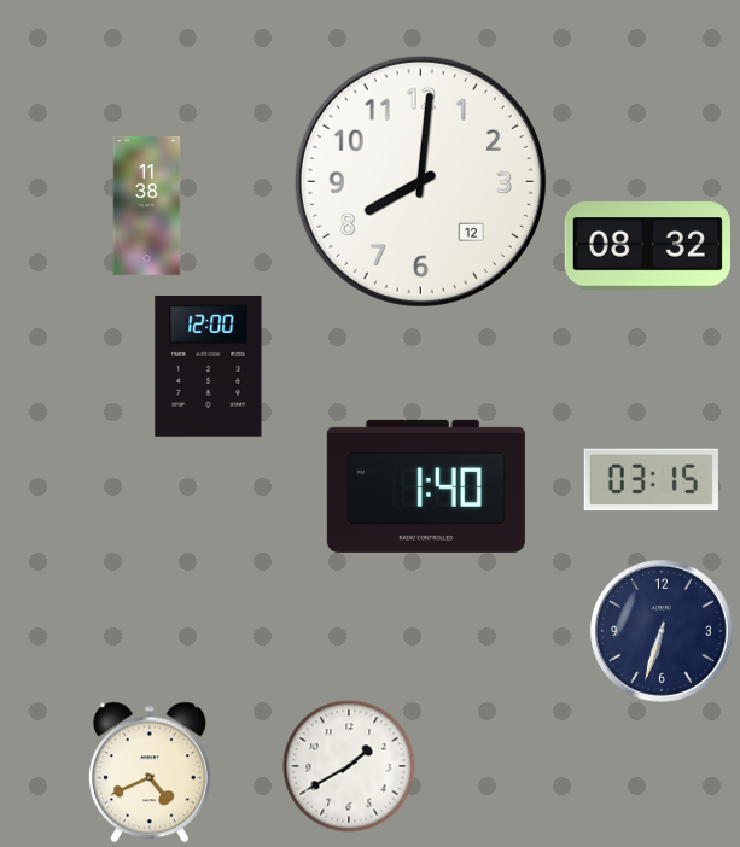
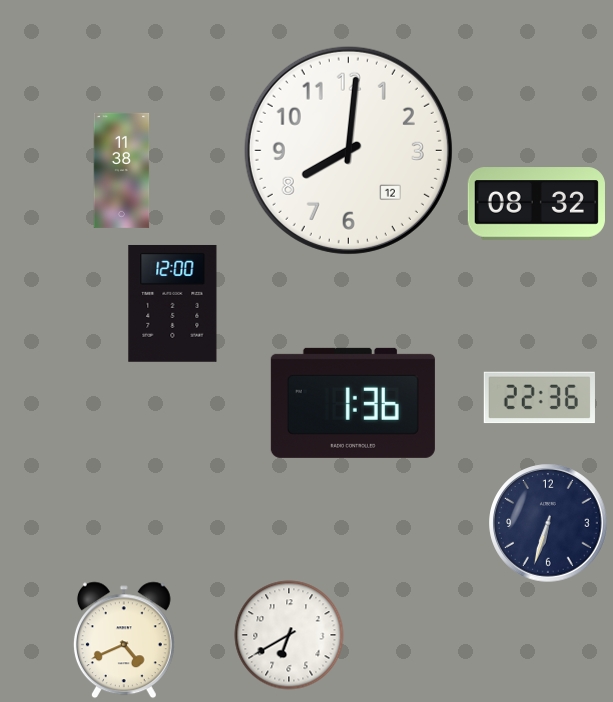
clock at (651, 480): 03:15 -> 22:36
clock at (426, 486): 1:40 -> 1:36
clock at (349, 766): 1:40 -> 6:40
